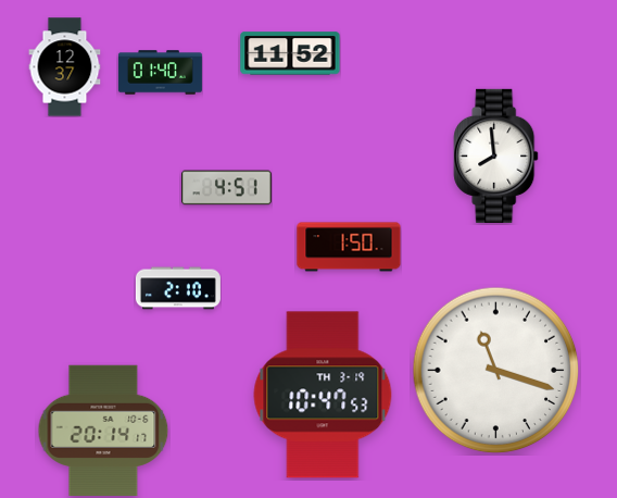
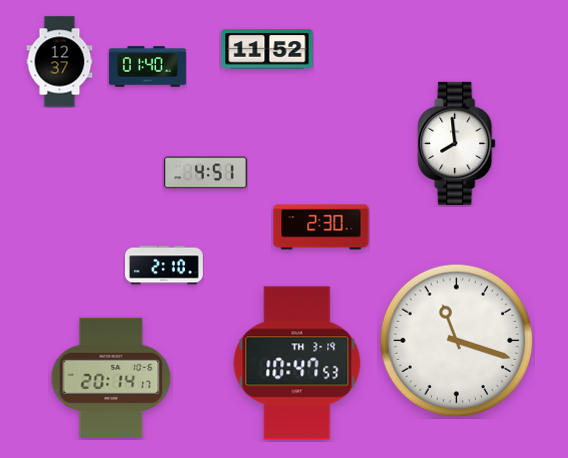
clock at (227, 188) position: (227, 188) -> (206, 173)
clock at (349, 247): 1:50 -> 2:30
clock at (103, 429) position: (103, 429) -> (111, 377)
